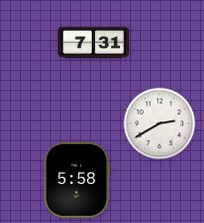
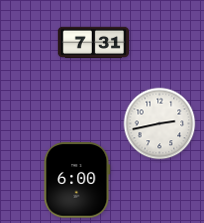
clock at (160, 124): 2:40 -> 2:43
clock at (77, 180): 5:58 -> 6:00
